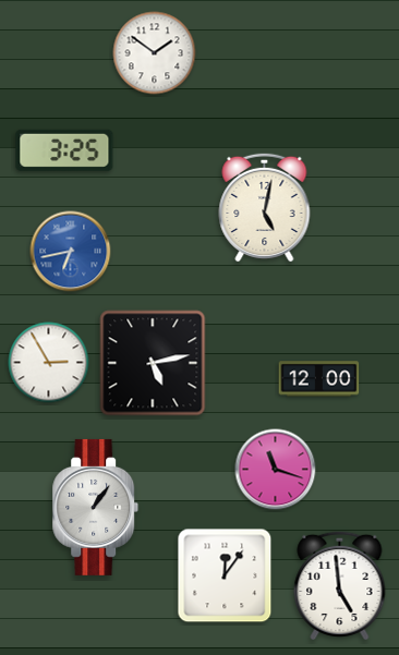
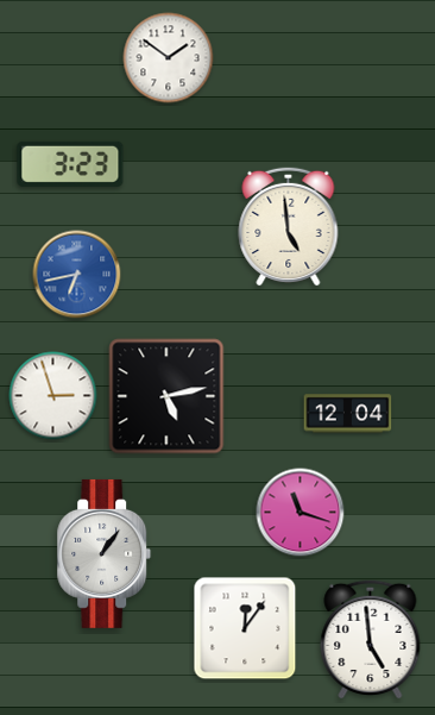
clock at (64, 150): 3:25 -> 3:23
clock at (265, 207): 5:02 -> 4:59
clock at (49, 363): 2:55 -> 2:57
clock at (319, 379): 12:00 -> 12:04
